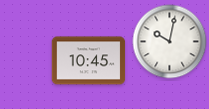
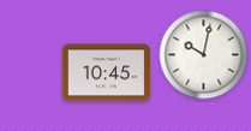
clock at (170, 42) position: (170, 42) -> (204, 55)
